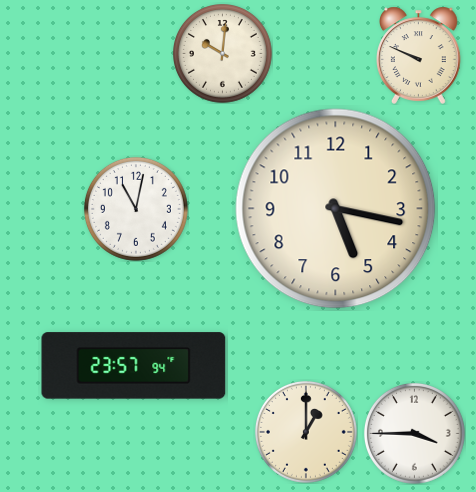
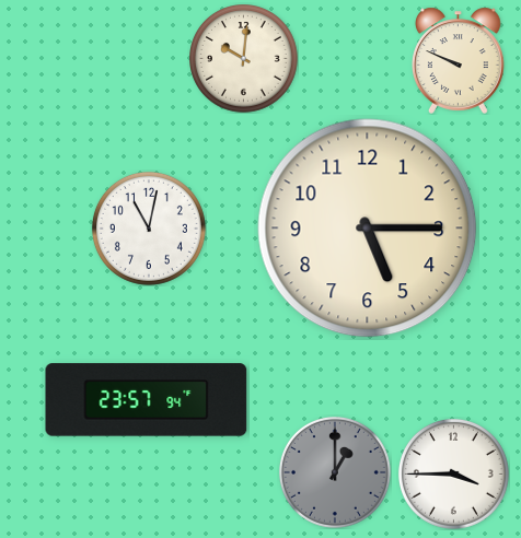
clock at (336, 209): 5:17 -> 5:15
clock at (306, 432) dial: cream -> grey
